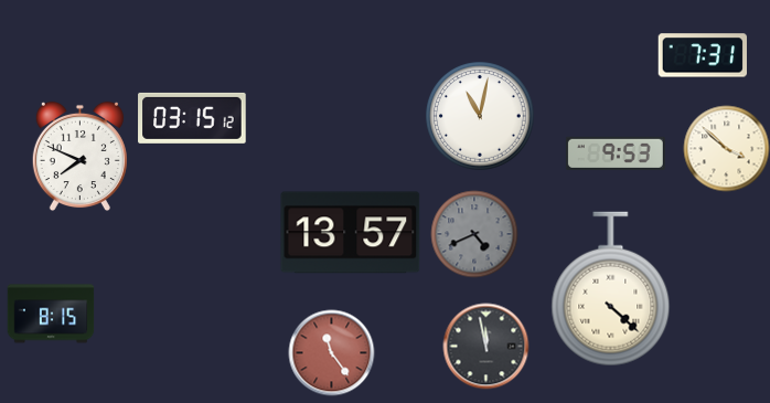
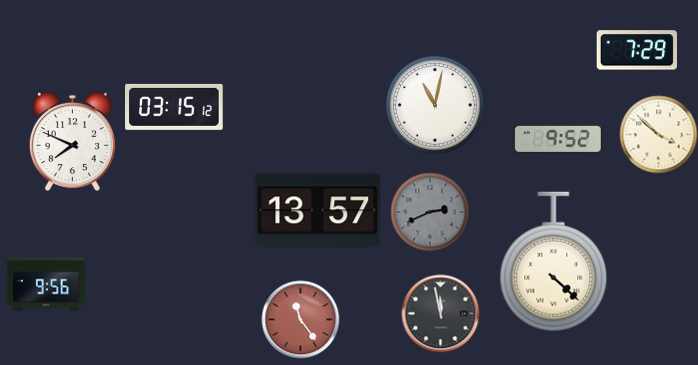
clock at (702, 55): 7:31 -> 7:29
clock at (616, 153): 9:53 -> 9:52
clock at (474, 234): 4:41 -> 2:41
clock at (51, 314): 8:15 -> 9:56
